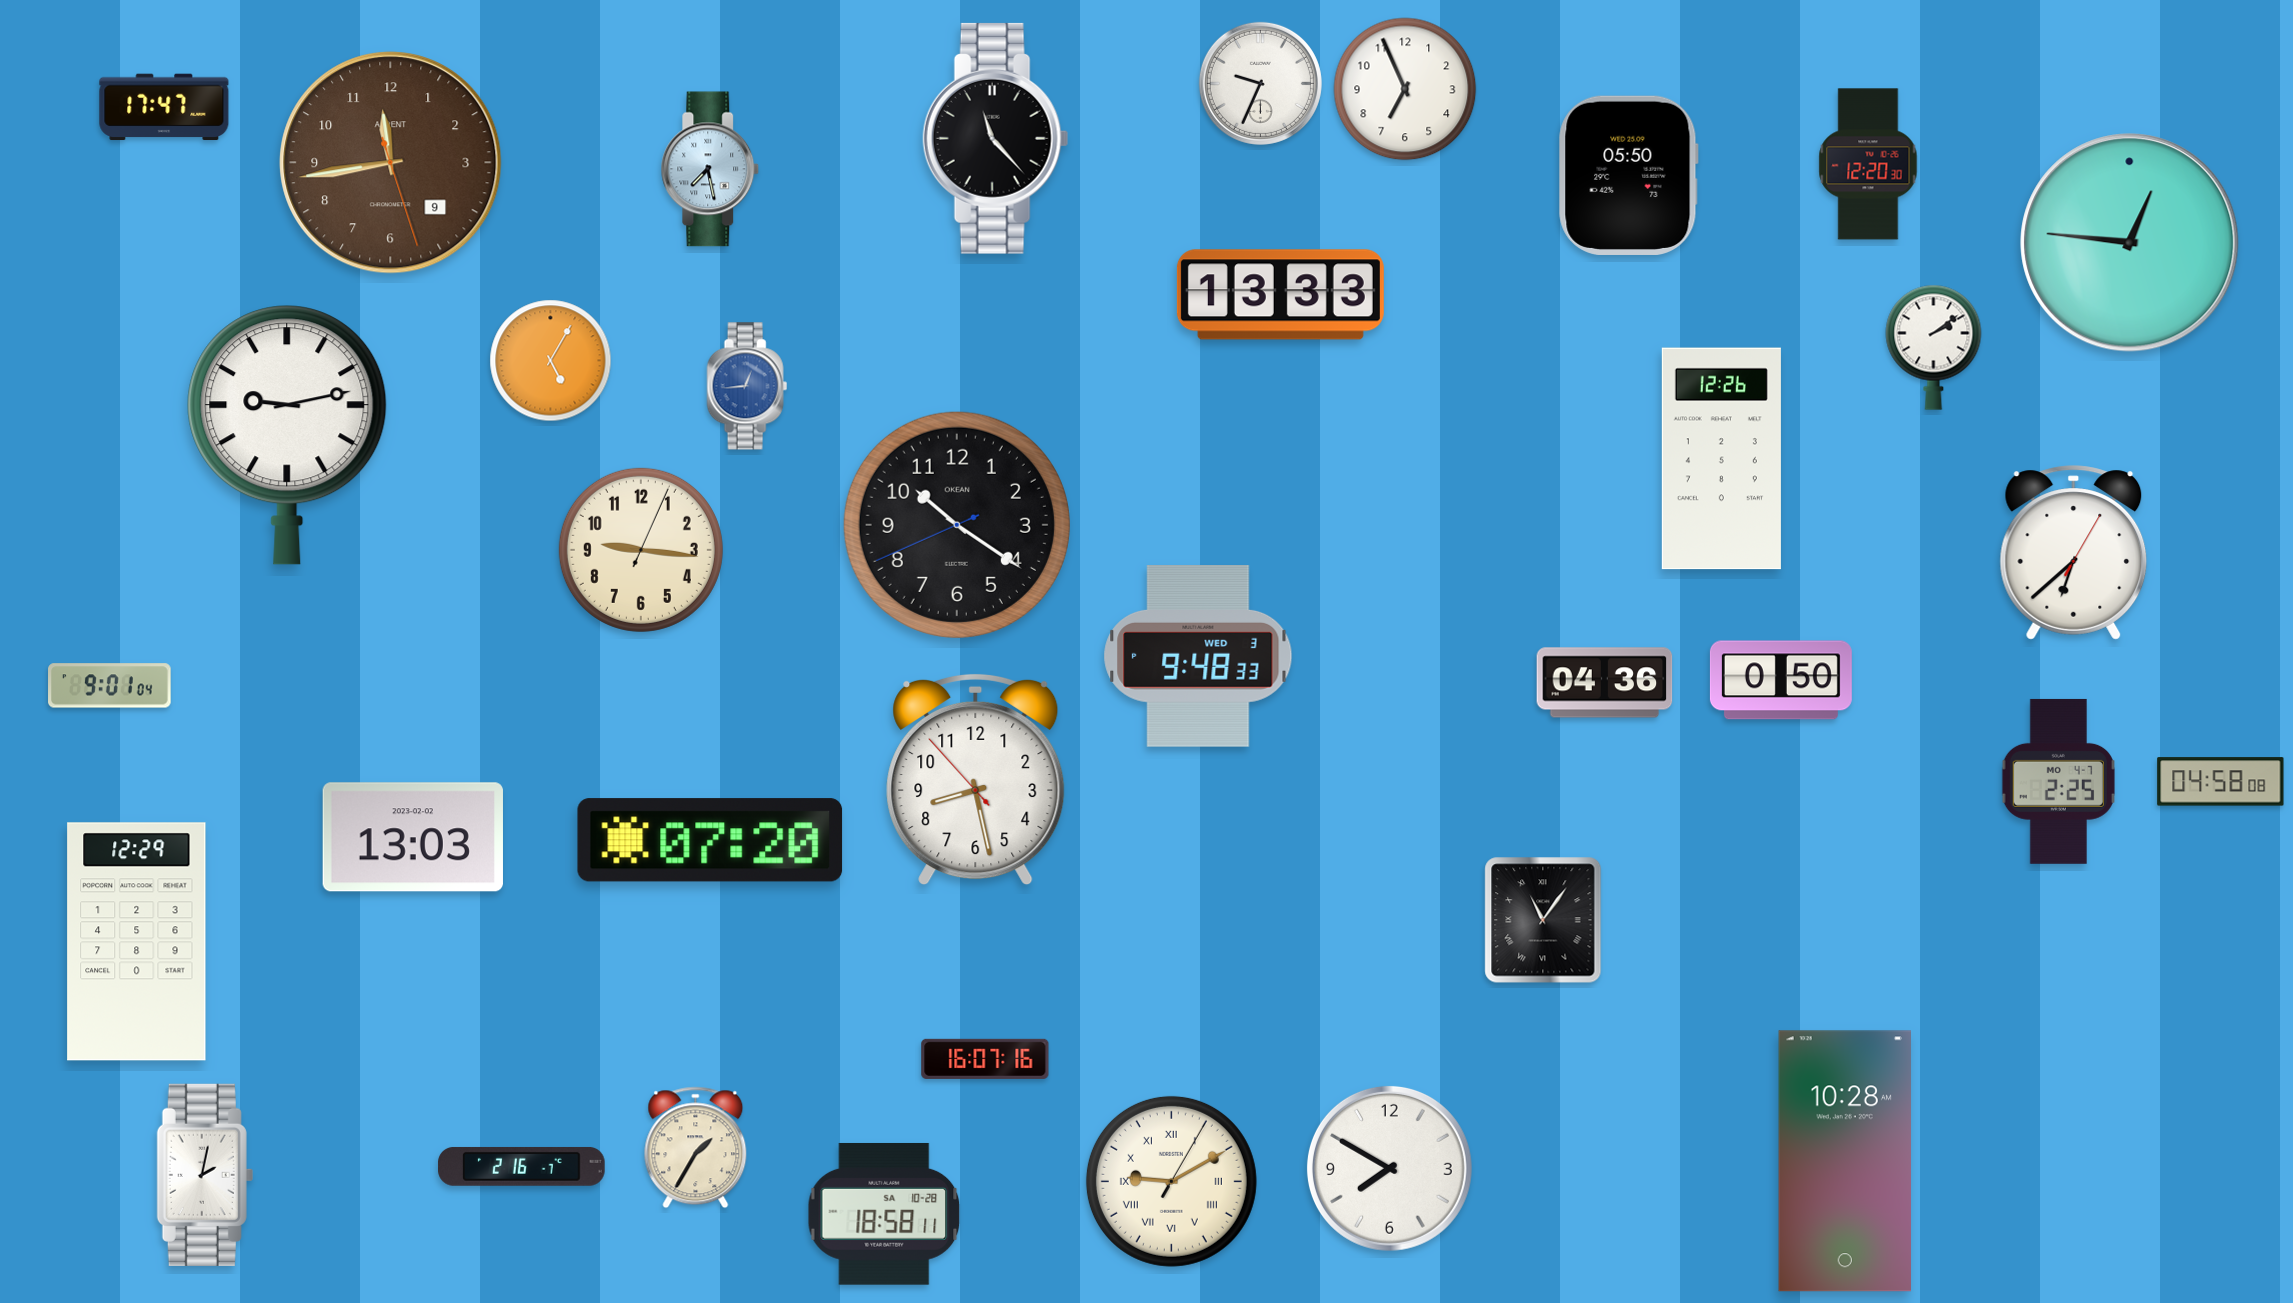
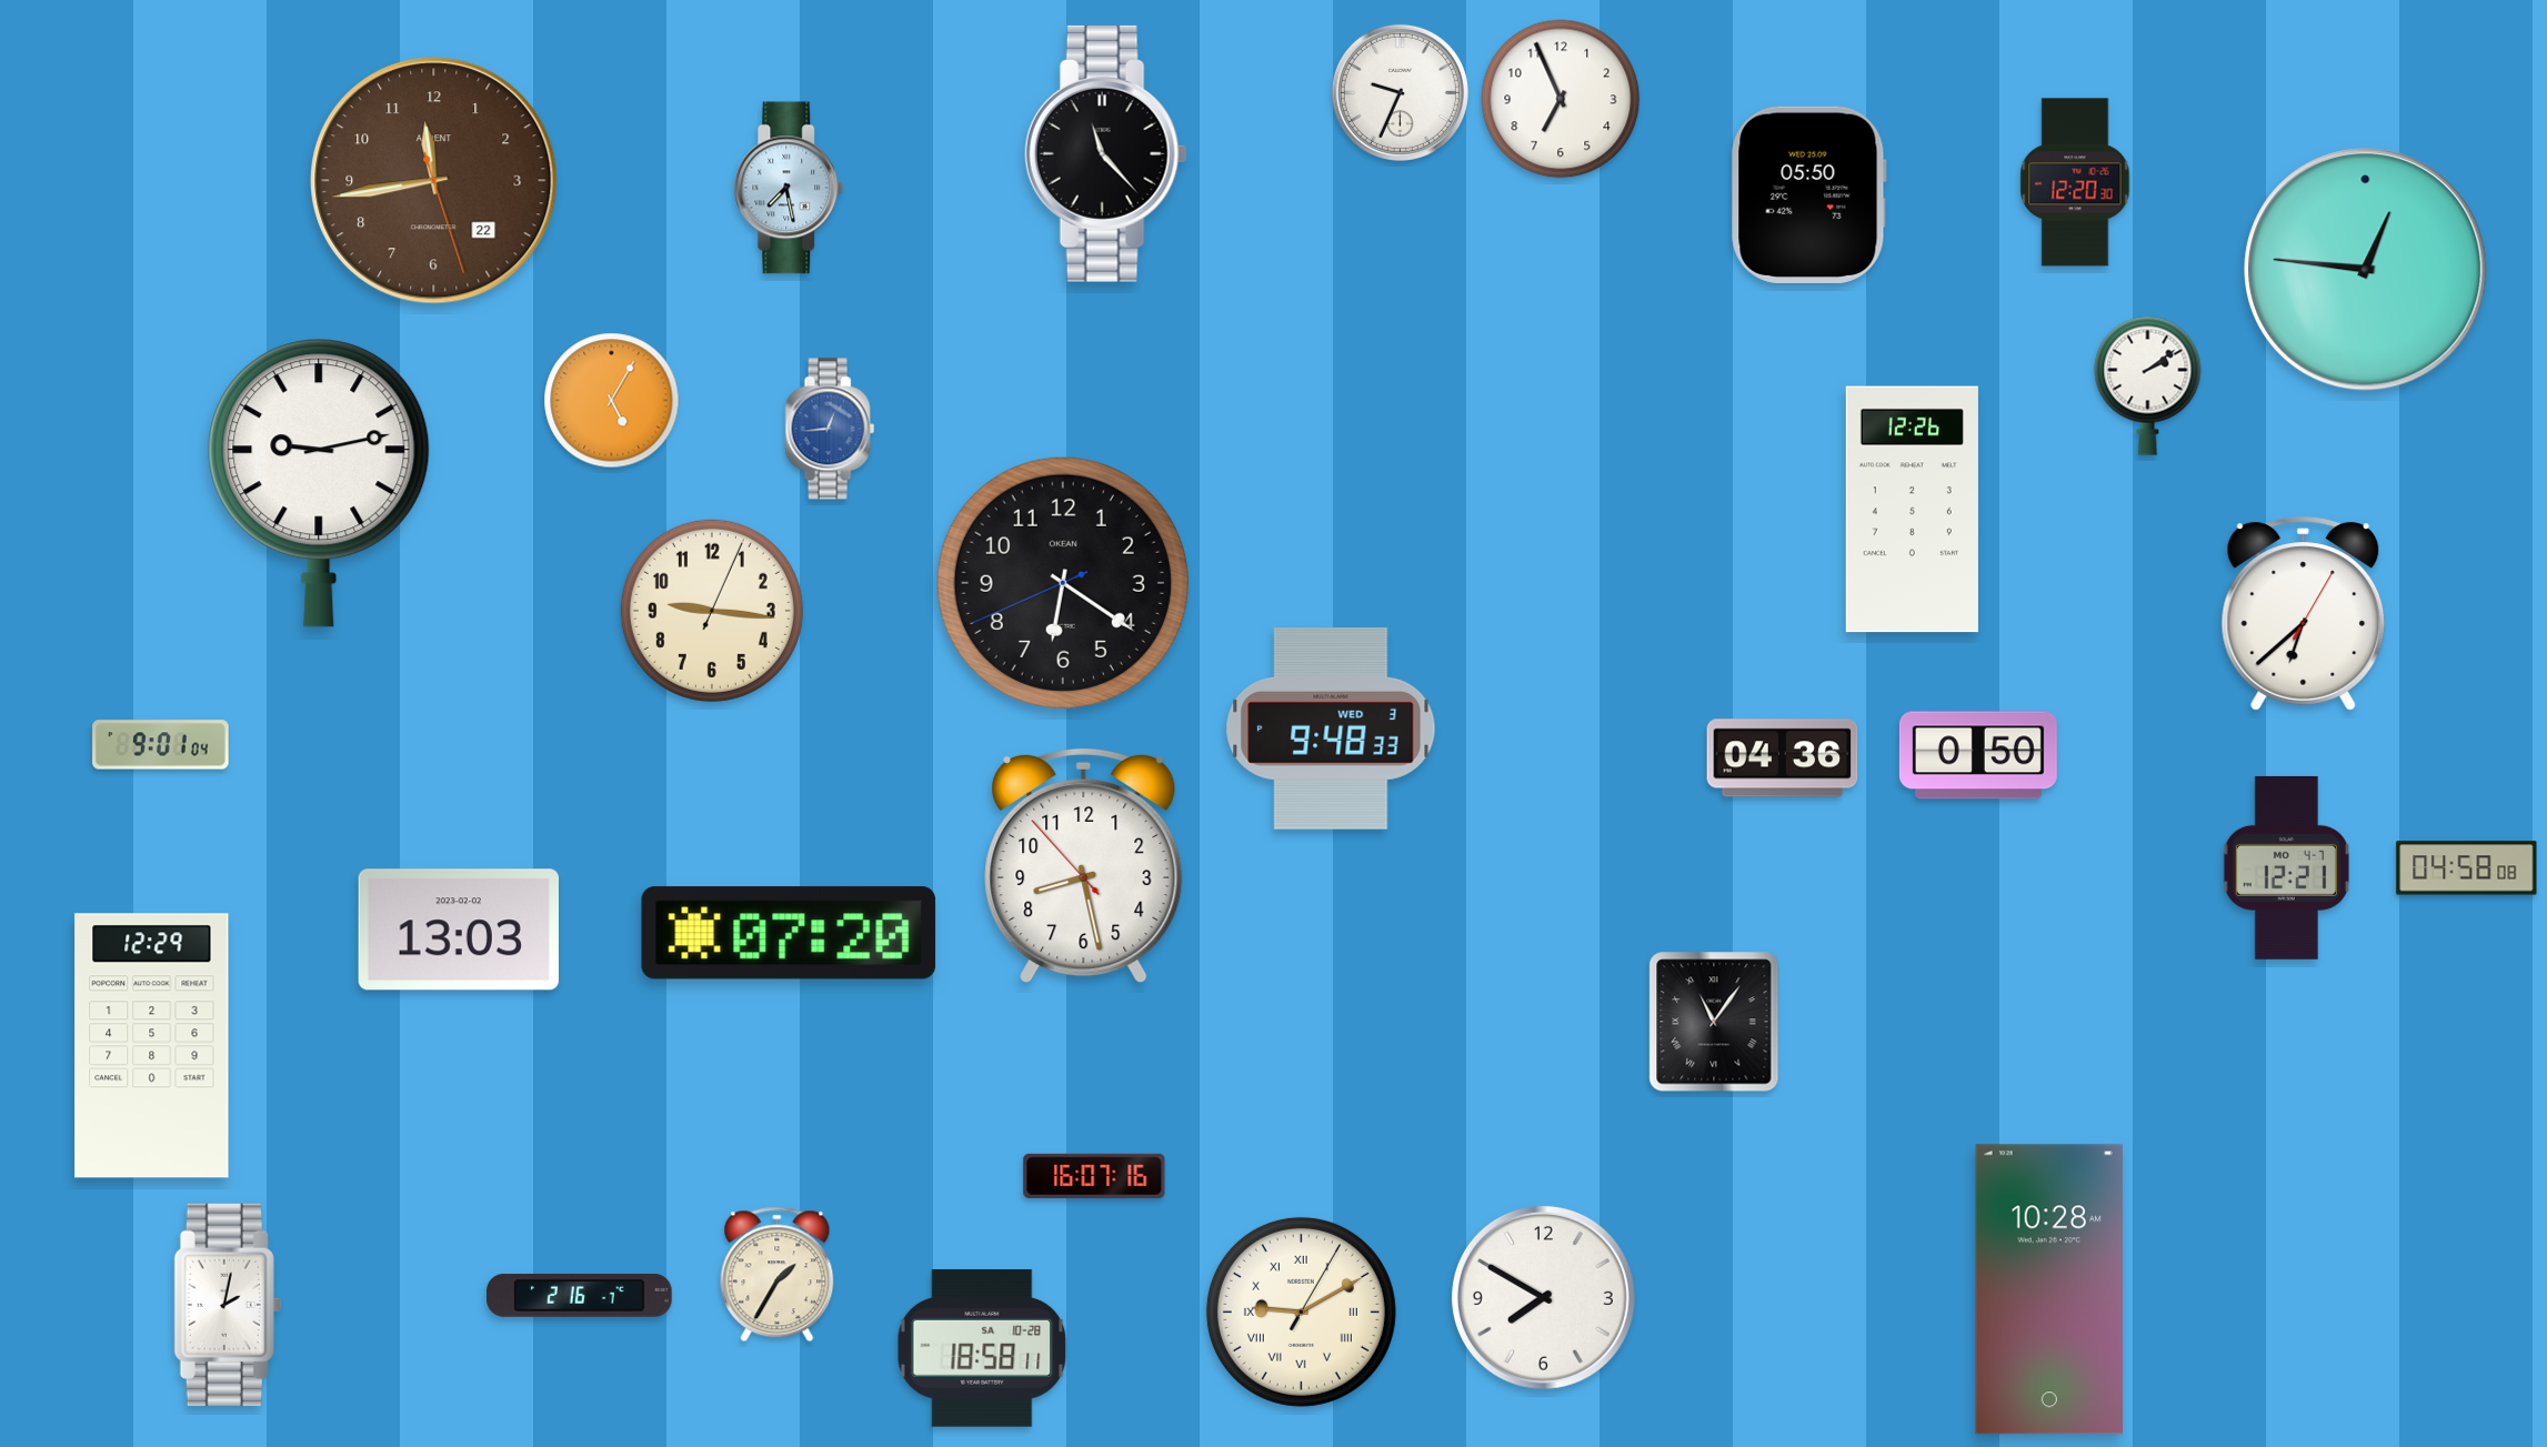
clock at (164, 107): 17:47 -> none
clock at (391, 163) date: 9 -> 22
clock at (1280, 295): 13:33 -> none
clock at (957, 525): 10:20 -> 6:20
clock at (110, 686) position: (110, 686) -> (161, 745)
clock at (2058, 781): 2:25 -> 12:21
clock at (696, 1148) position: (696, 1148) -> (778, 1275)
